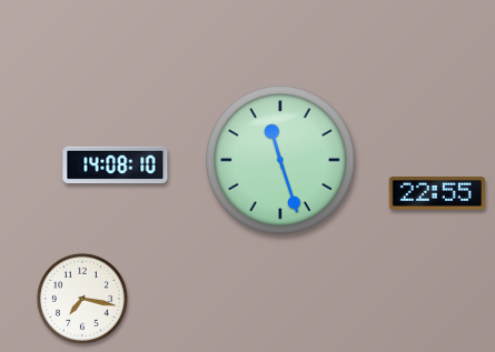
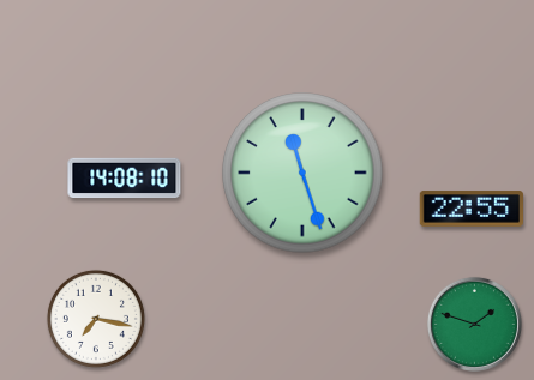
clock at (82, 299) position: (82, 299) -> (96, 319)
clock at (474, 324): none -> 1:48
